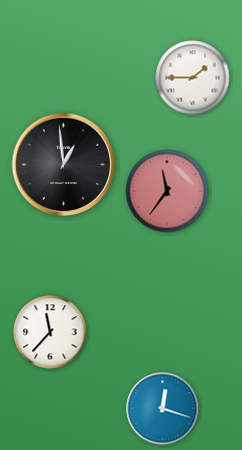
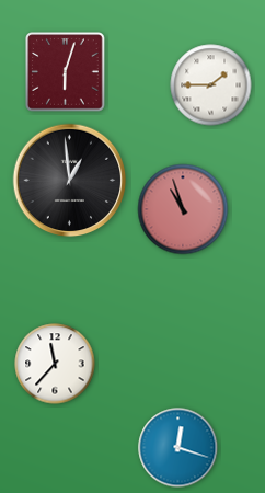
clock at (66, 72): none -> 6:03
clock at (167, 191): 11:36 -> 10:57
